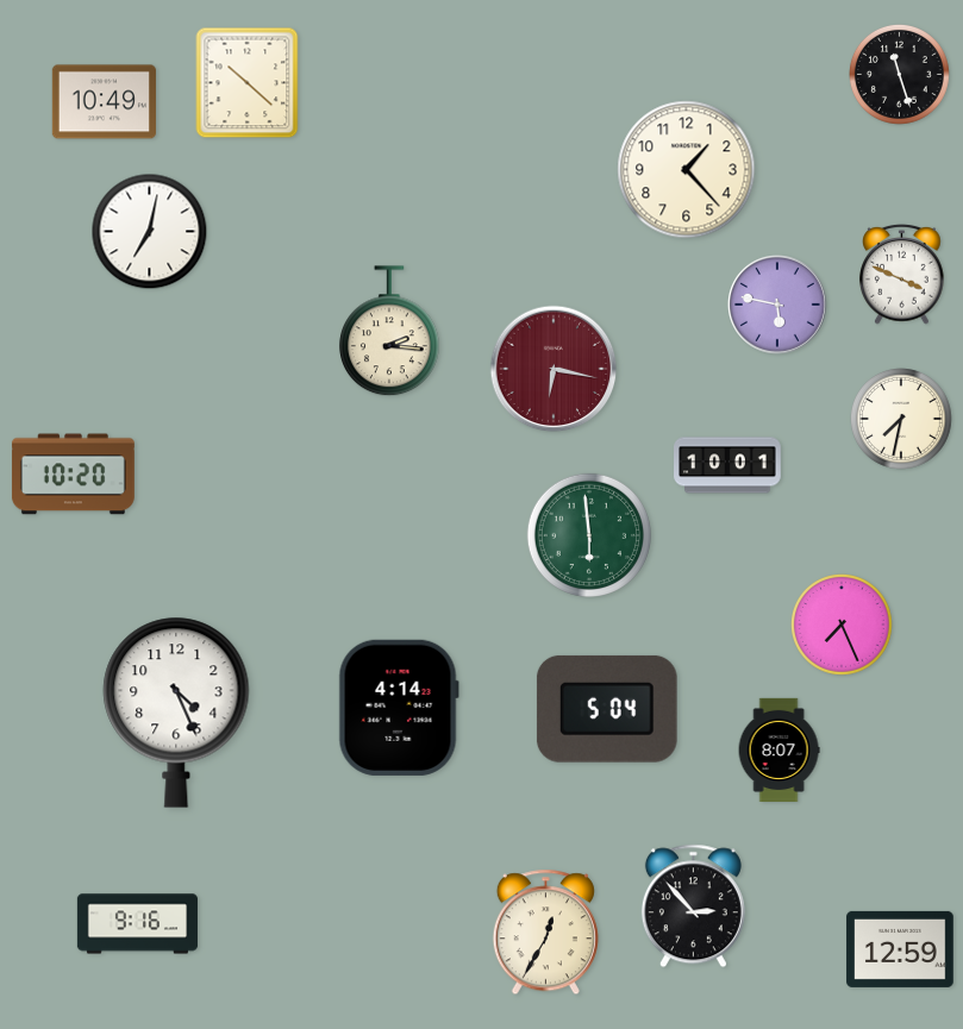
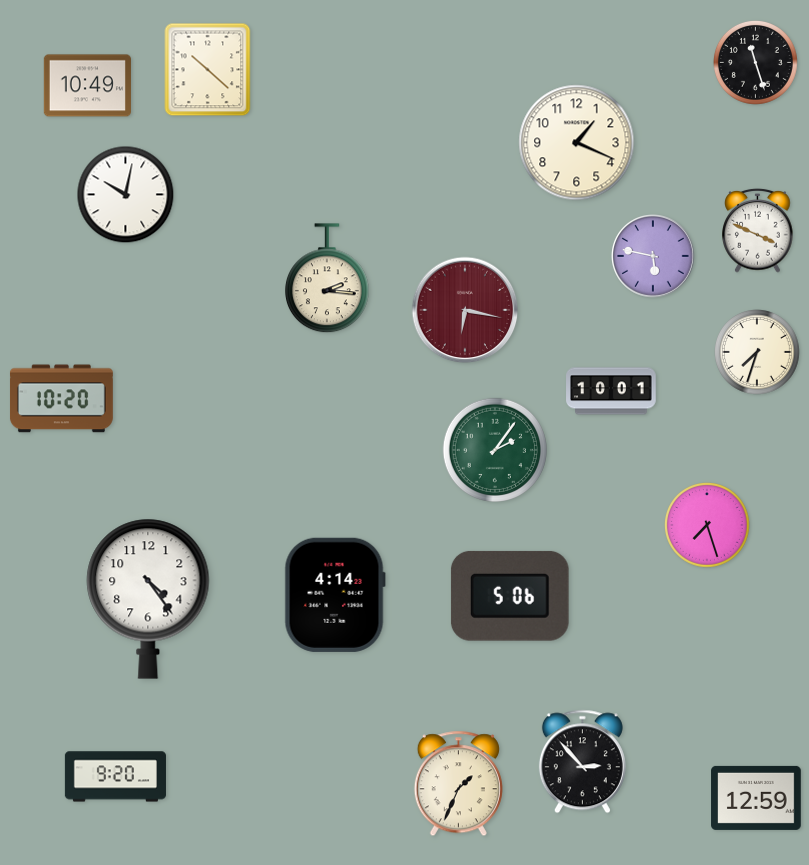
clock at (687, 170): 1:23 -> 1:19
clock at (150, 232): 7:02 -> 10:02
clock at (902, 420): 7:32 -> 7:33
clock at (589, 535): 5:59 -> 2:06
clock at (843, 626): 7:26 -> 7:27
clock at (607, 709): 5:04 -> 5:06
clock at (176, 713): 4:26 -> 4:24
clock at (778, 749): 8:07 -> none
clock at (137, 924): 9:16 -> 9:20
clock at (545, 933): 12:35 -> 1:34
